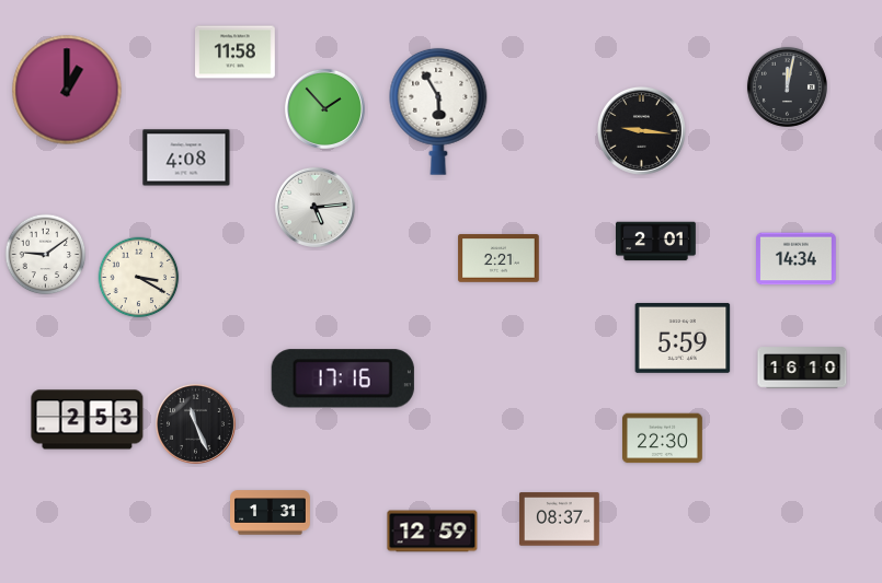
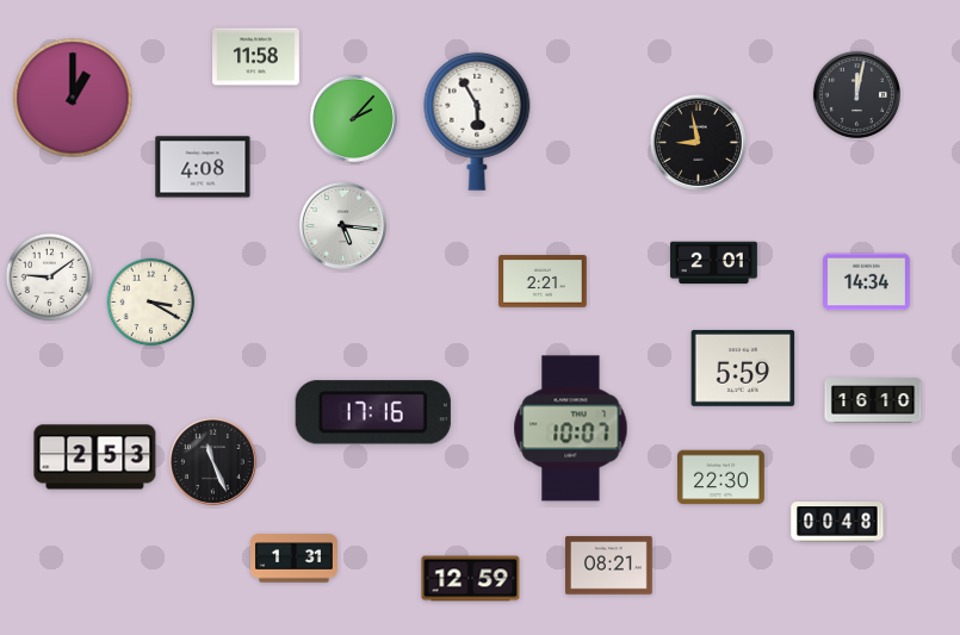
clock at (324, 108): 1:53 -> 2:07
clock at (641, 130): 9:16 -> 8:58
clock at (186, 158) position: (186, 158) -> (203, 167)
clock at (314, 207): 5:14 -> 5:16
clock at (571, 429): none -> 10:07
clock at (837, 522): none -> 00:48
clock at (560, 520): 08:37 -> 08:21
